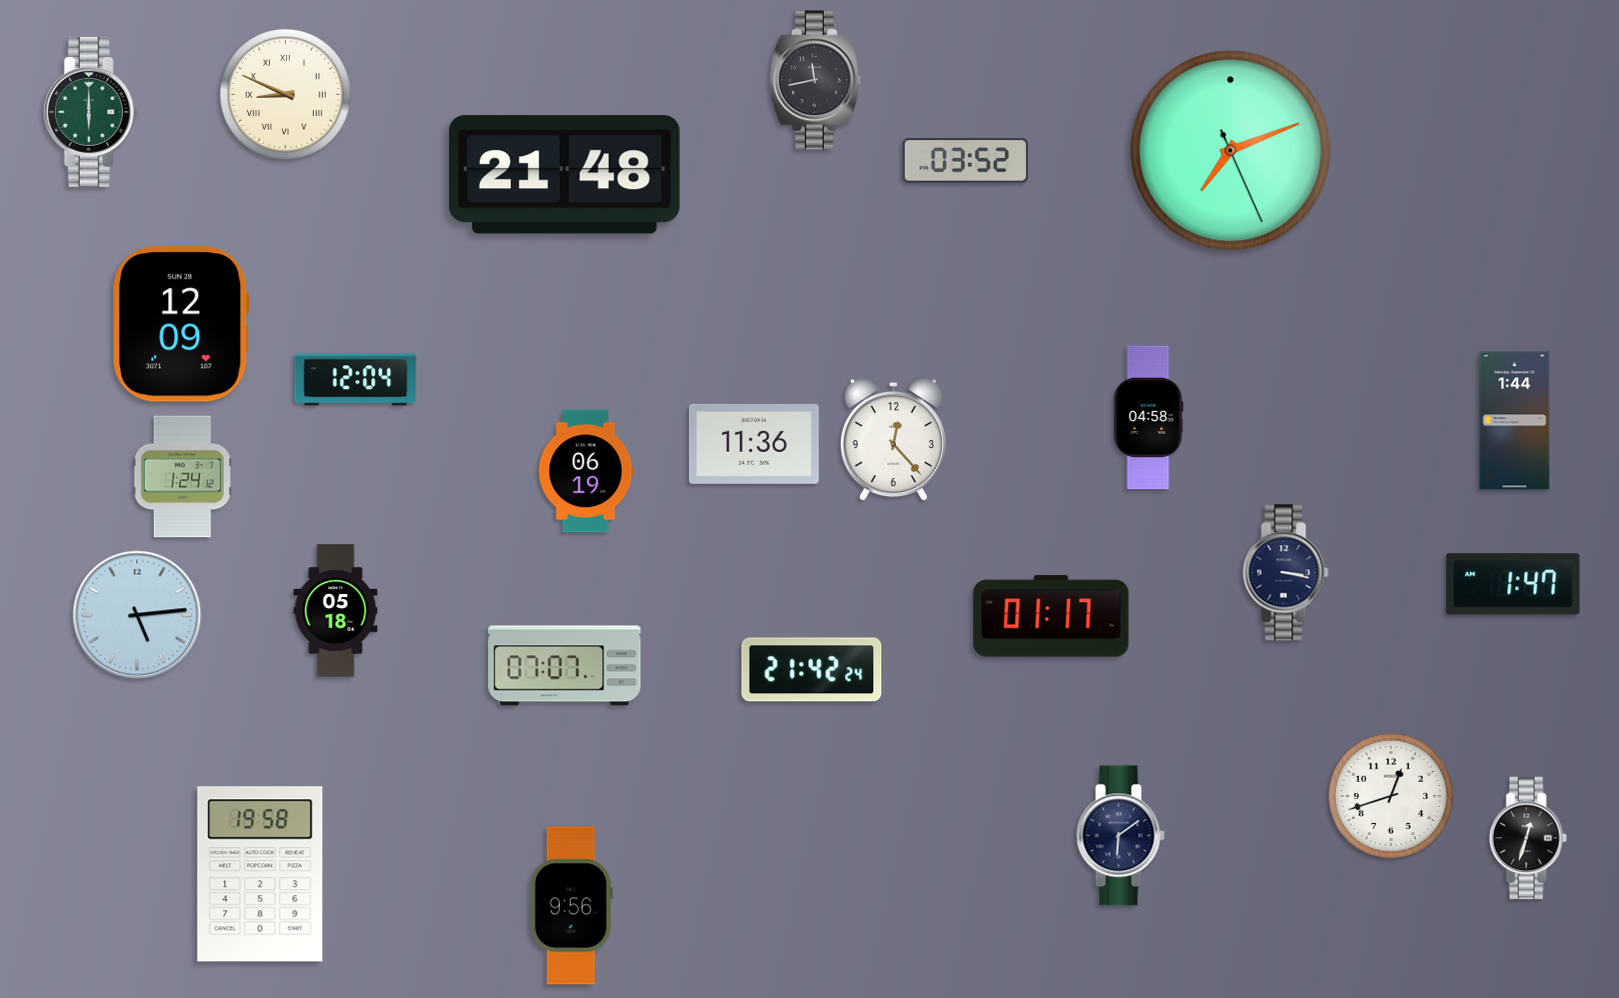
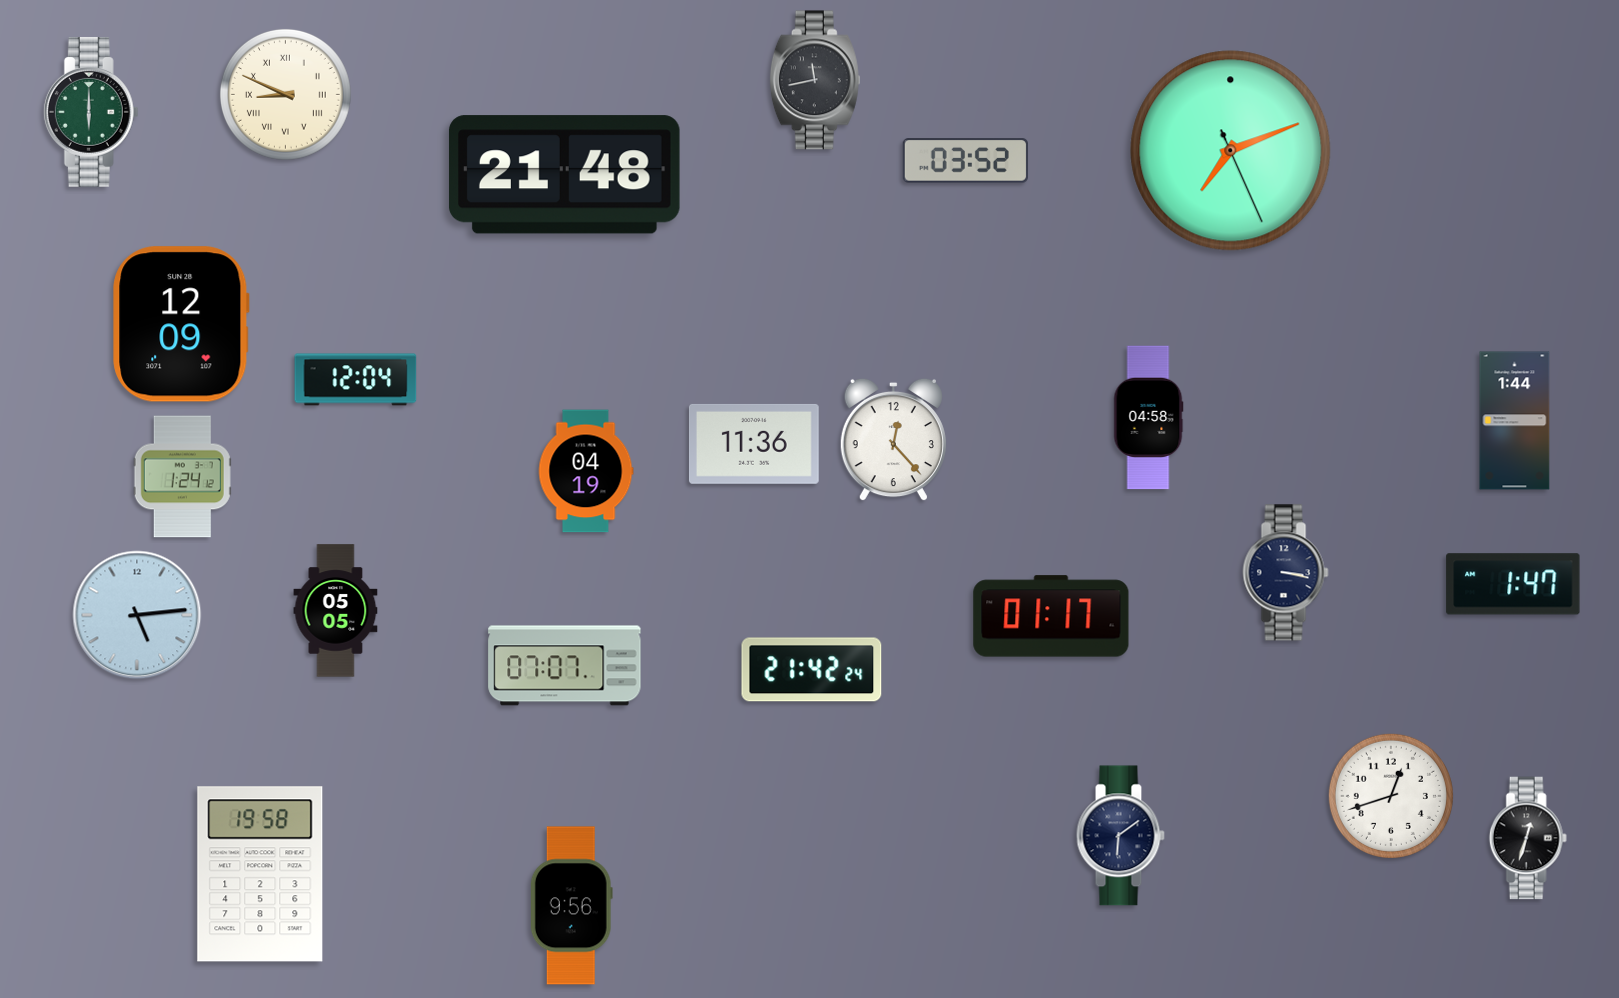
clock at (586, 471): 06:19 -> 04:19
clock at (336, 611): 05:18 -> 05:05
